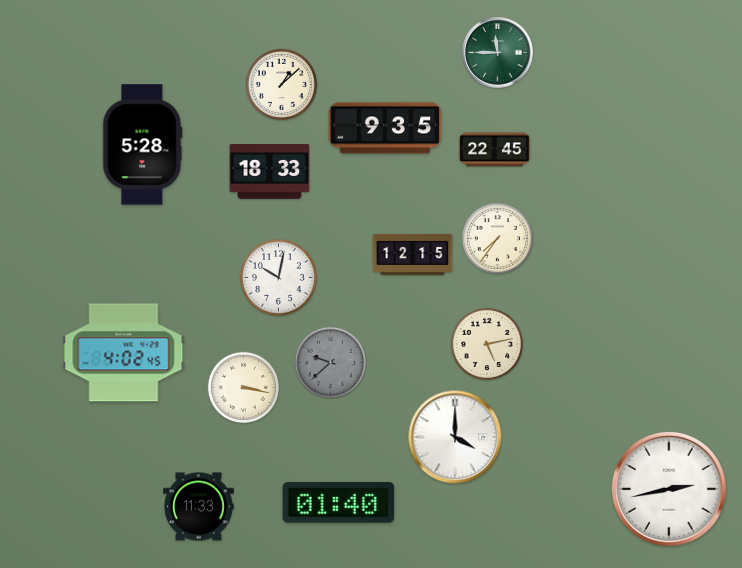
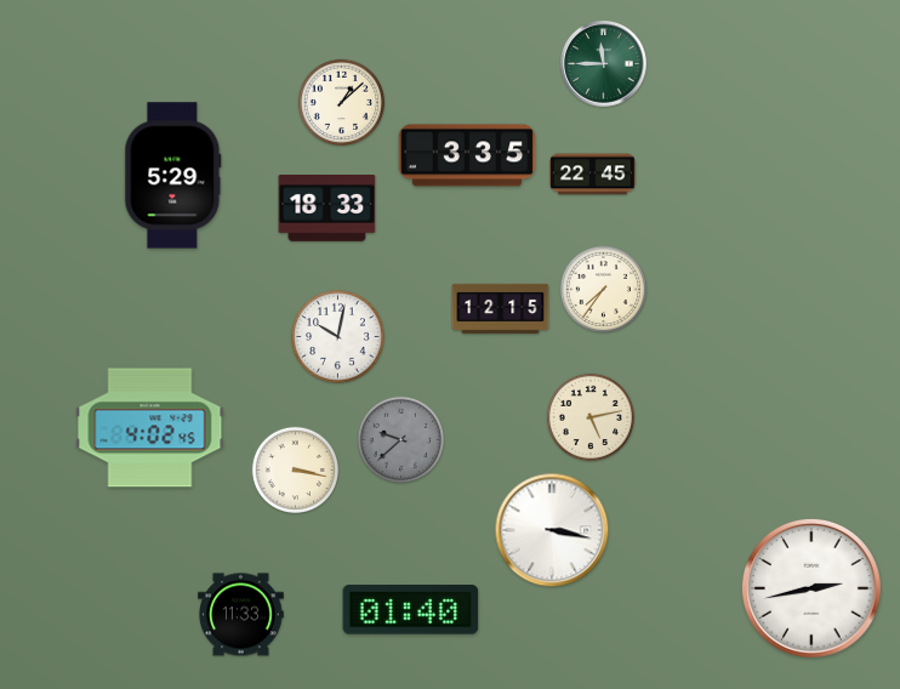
clock at (385, 128): 9:35 -> 3:35
clock at (143, 145): 5:28 -> 5:29
clock at (495, 150) position: (495, 150) -> (593, 175)
clock at (455, 437): 4:00 -> 3:17
clock at (669, 489) position: (669, 489) -> (811, 588)
